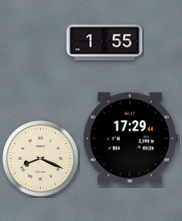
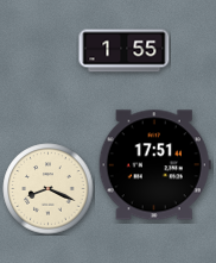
clock at (130, 139): 17:29 -> 17:51
